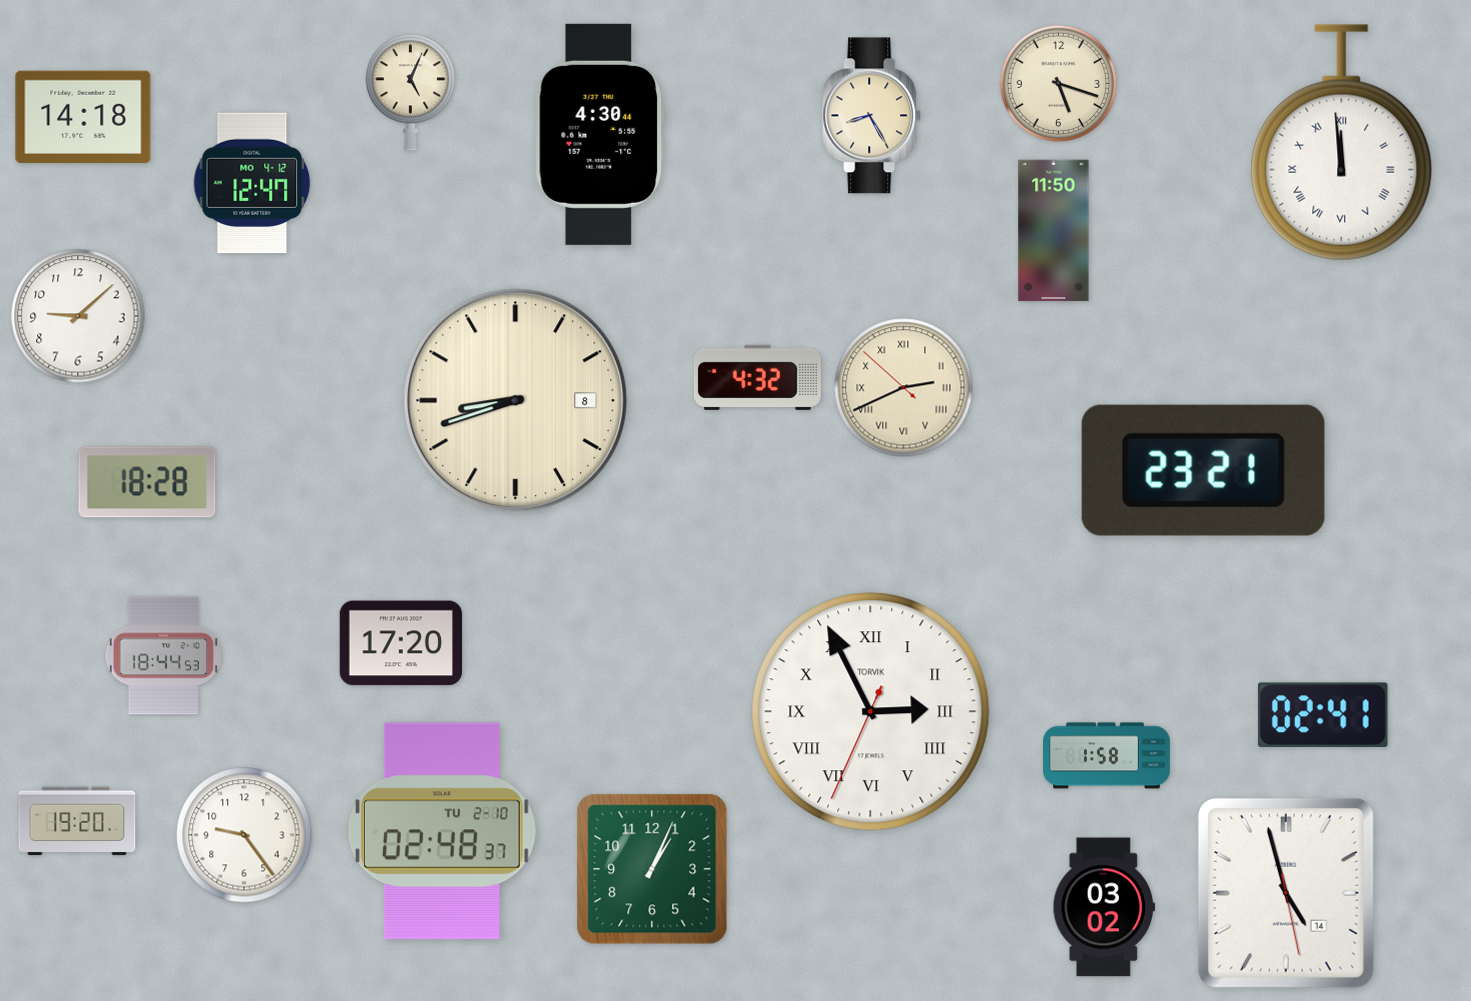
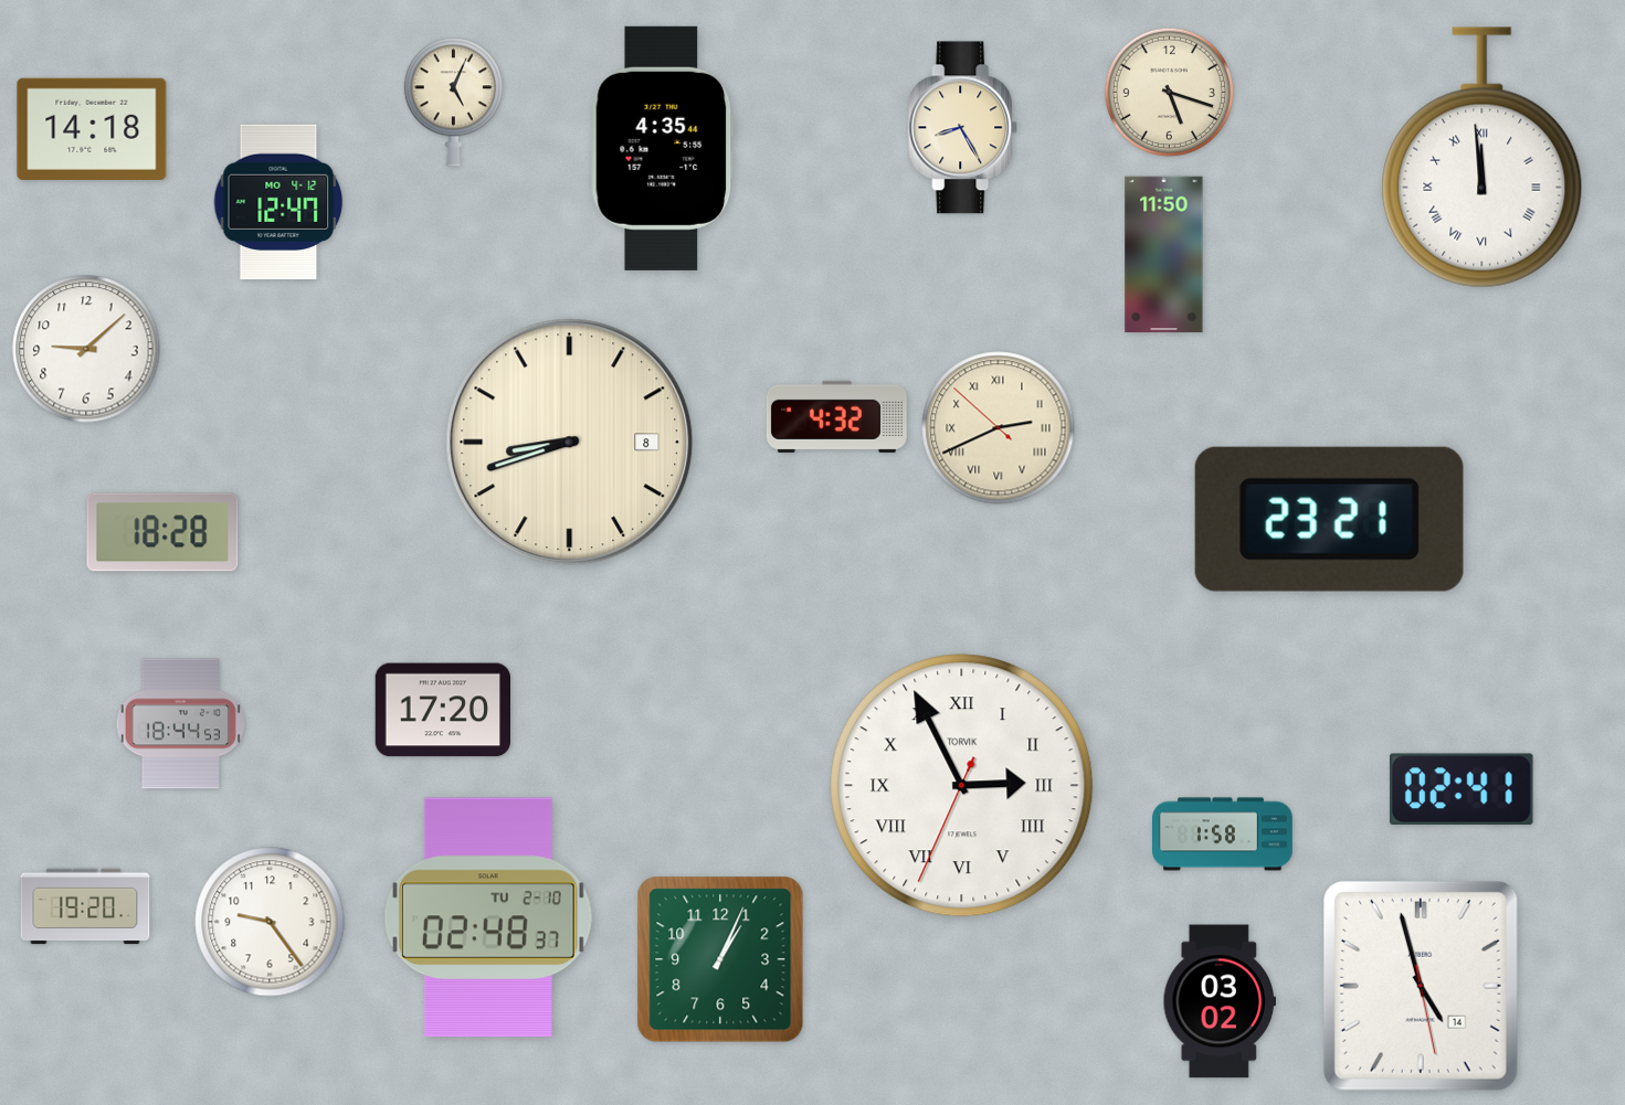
clock at (599, 134): 4:30 -> 4:35
